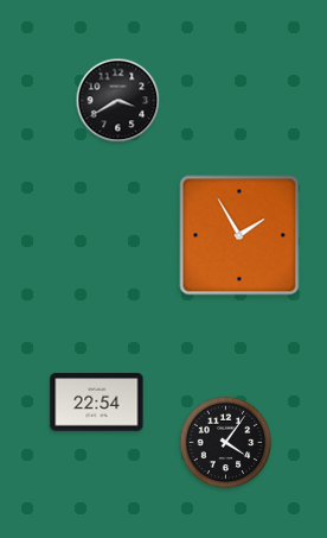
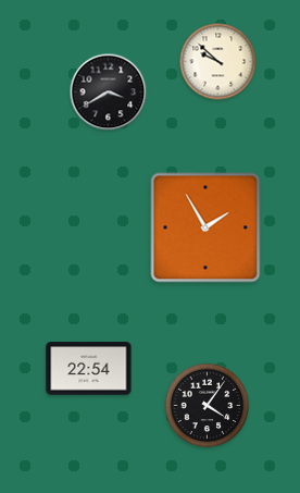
clock at (218, 62): none -> 9:52
clock at (239, 235) position: (239, 235) -> (205, 227)
